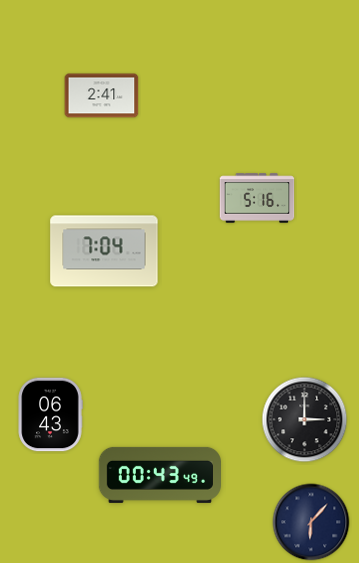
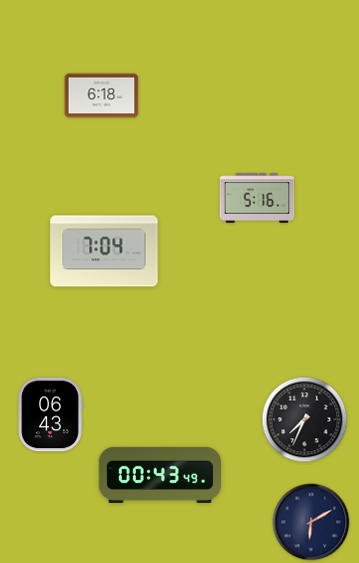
clock at (102, 96): 2:41 -> 6:18
clock at (305, 420): 3:00 -> 7:34
clock at (311, 522): 6:07 -> 6:10
